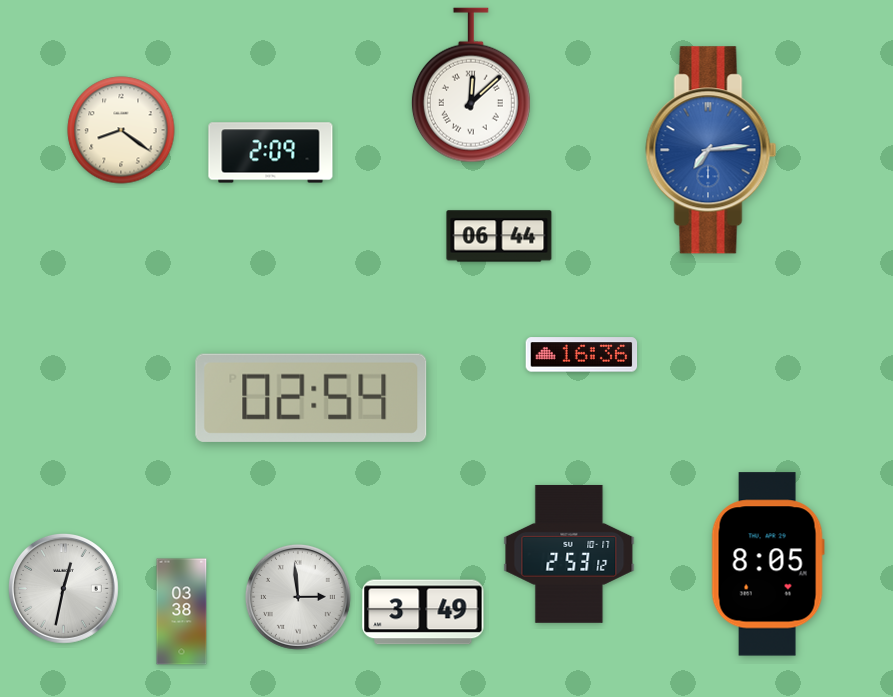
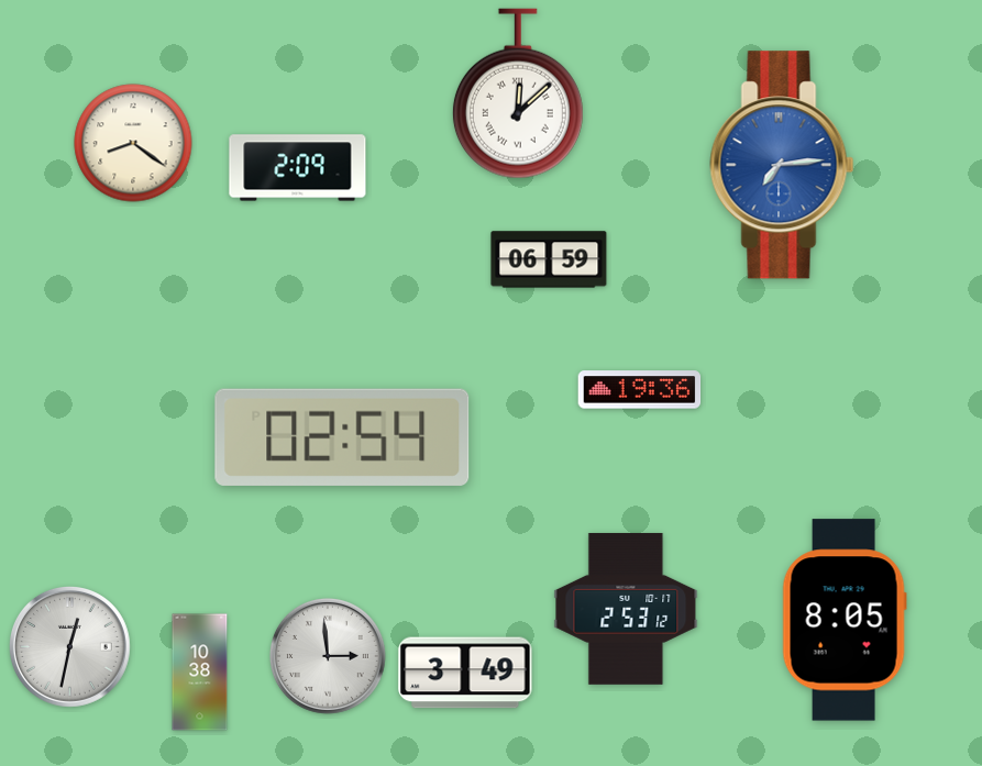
clock at (499, 236): 06:44 -> 06:59
clock at (582, 355): 16:36 -> 19:36
clock at (182, 612): 03:38 -> 10:38
